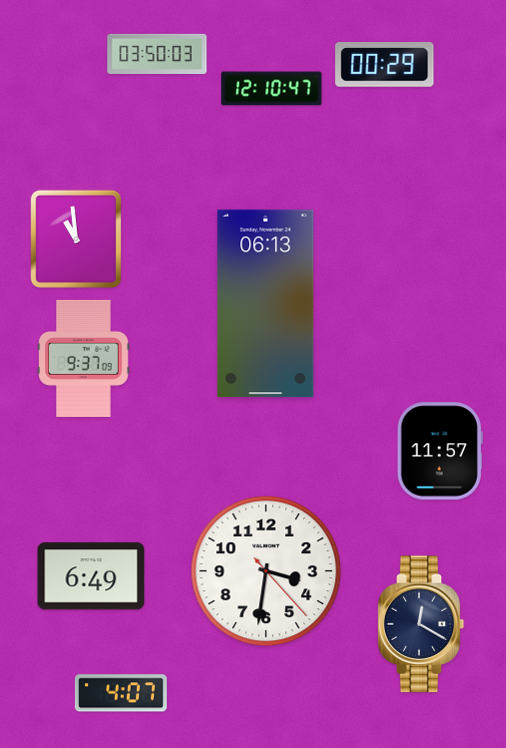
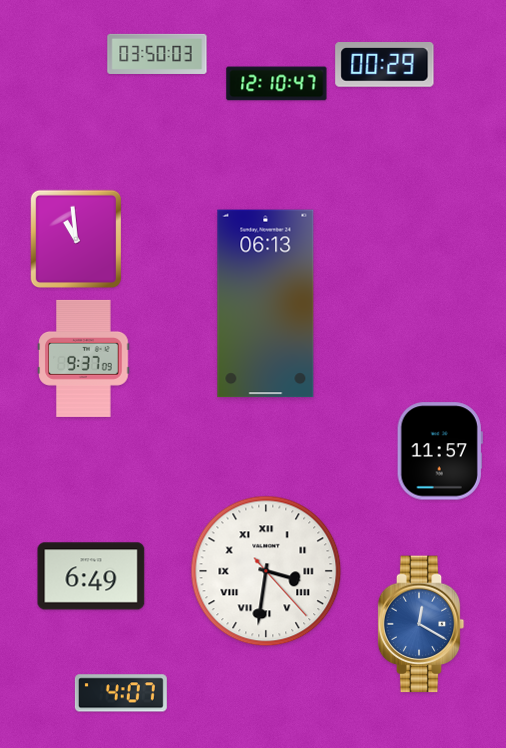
clock at (272, 89) position: (272, 89) -> (277, 84)
clock at (266, 571) numerals: Arabic -> Roman
clock at (421, 624) dial: navy -> blue
